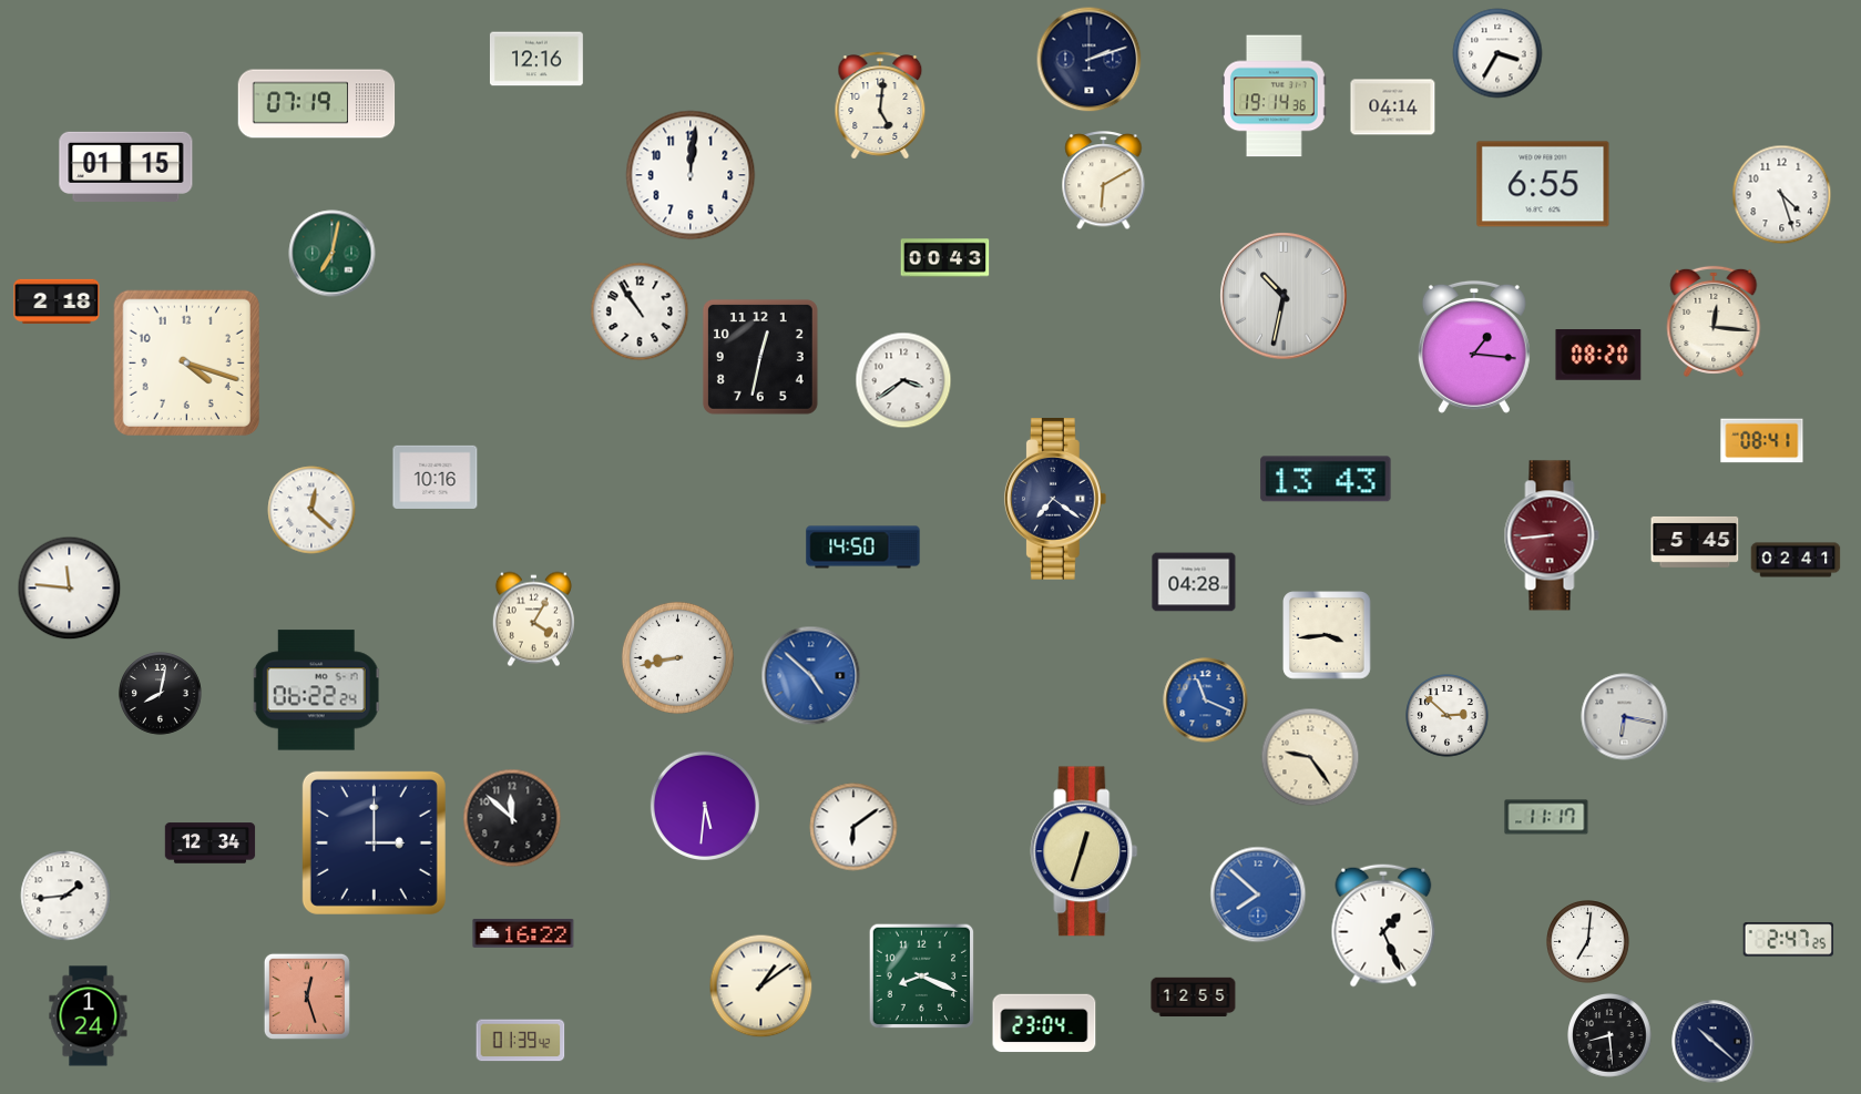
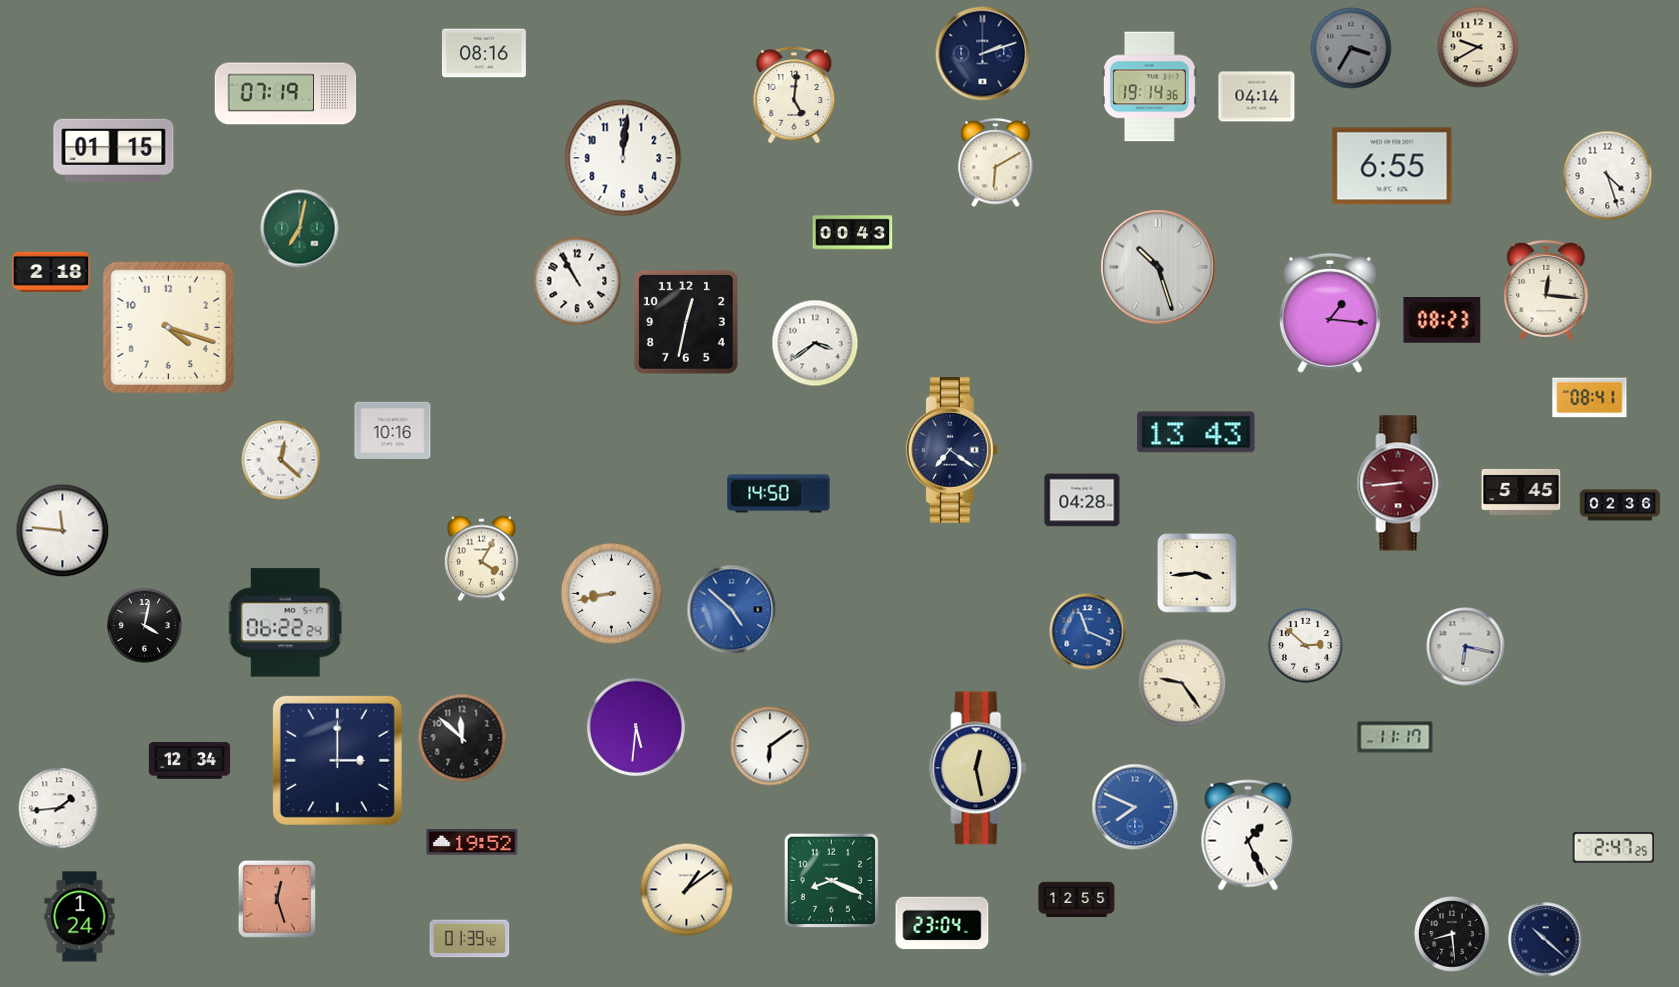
clock at (1478, 47): none -> 9:40
clock at (1497, 53) dial: white -> grey
clock at (536, 59): 12:16 -> 08:16
clock at (1284, 296): 10:32 -> 10:27
clock at (640, 311): 10:54 -> 10:55
clock at (1598, 356): 08:20 -> 08:23
clock at (1695, 542) position: (1695, 542) -> (1521, 492)
clock at (1796, 560): 02:41 -> 02:36
clock at (1194, 582) position: (1194, 582) -> (1082, 500)
clock at (161, 694): 8:02 -> 4:02
clock at (1084, 851): 12:33 -> 12:28
clock at (1258, 894): 7:52 -> 7:49
clock at (523, 933): 16:22 -> 19:52
clock at (1588, 942): 7:01 -> none
